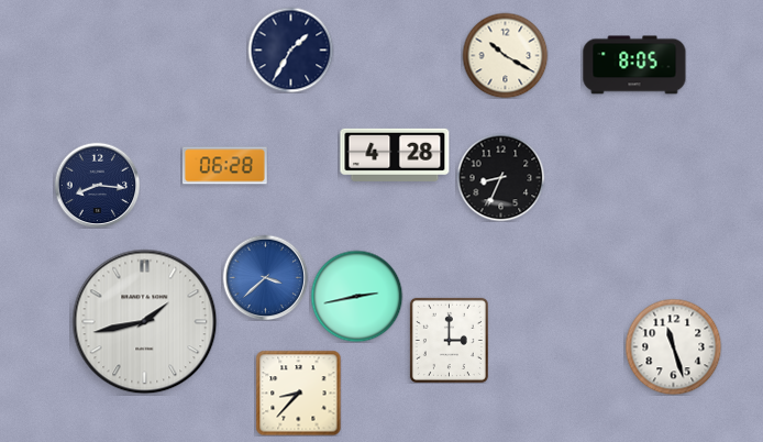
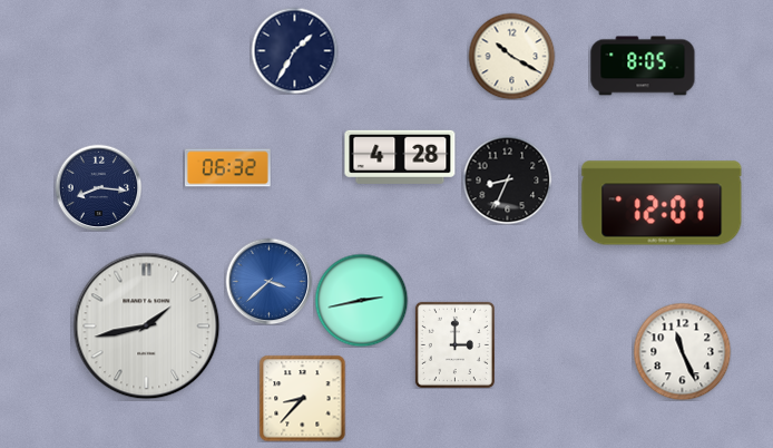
clock at (224, 166): 06:28 -> 06:32
clock at (662, 203): none -> 12:01
clock at (673, 346): 11:27 -> 11:26
